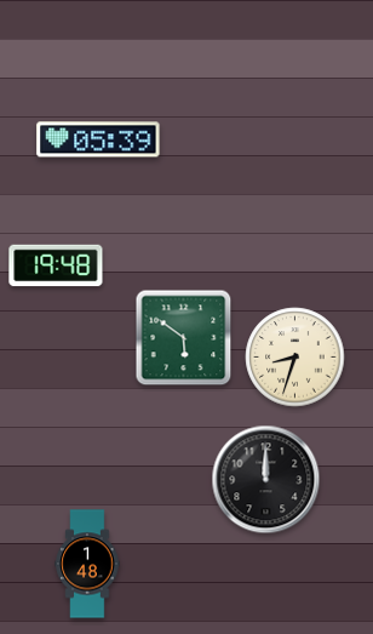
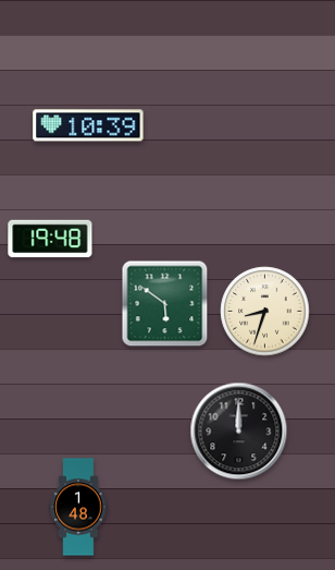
clock at (98, 139): 05:39 -> 10:39
clock at (295, 358) position: (295, 358) -> (265, 312)
